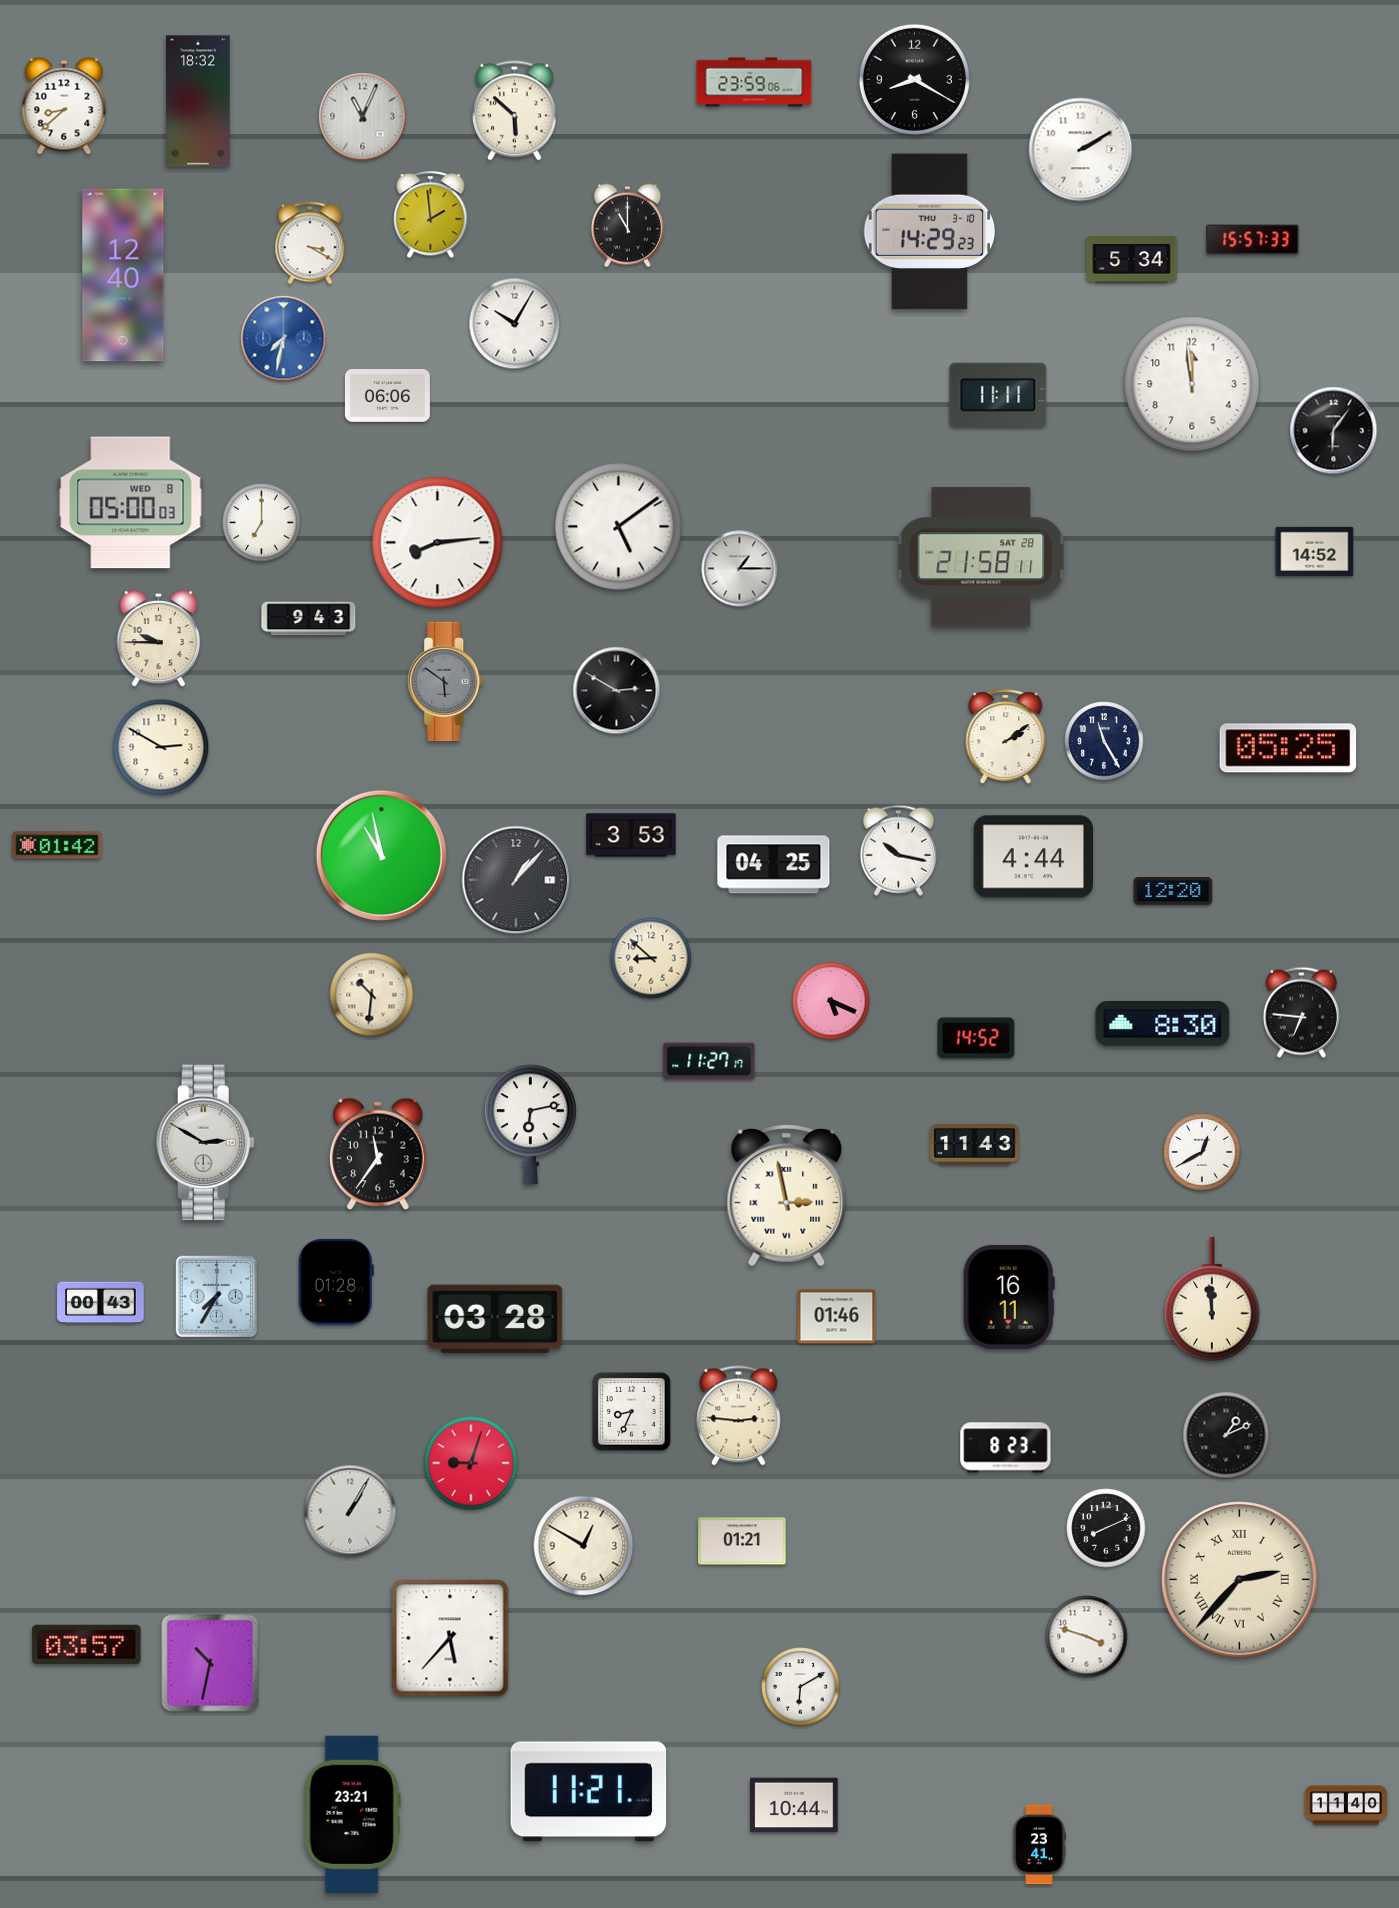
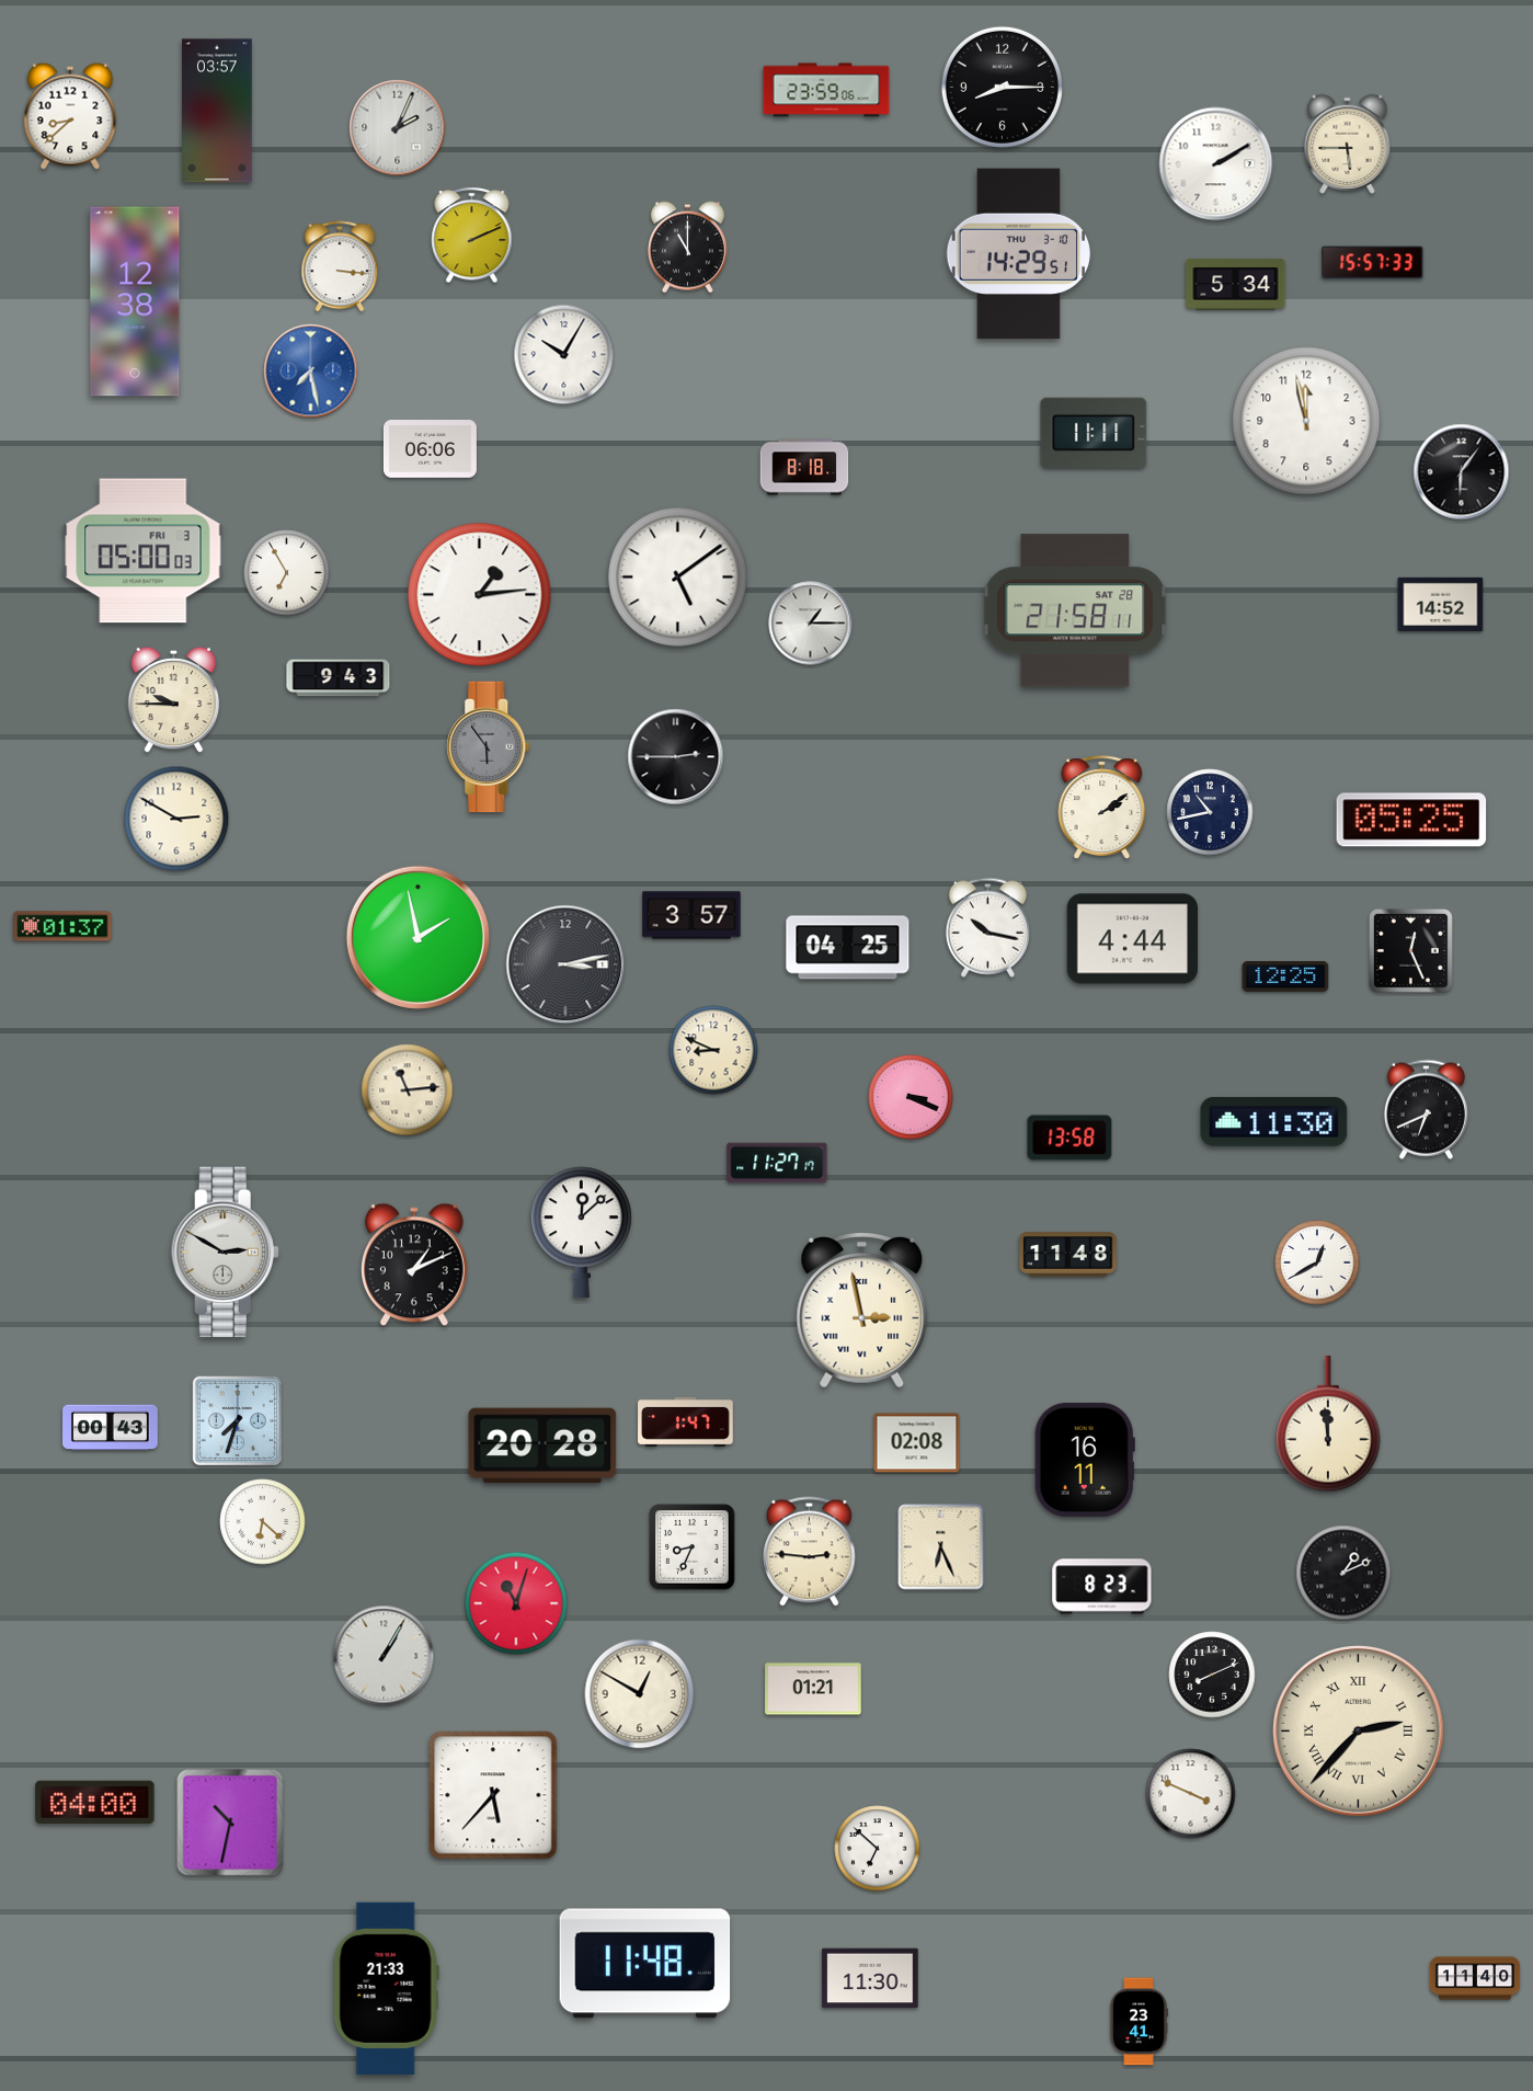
clock at (914, 79): 8:20 -> 8:15
clock at (198, 101): 18:32 -> 03:57
clock at (515, 111): 5:52 -> none
clock at (363, 117): 11:04 -> 2:04
clock at (1348, 144): none -> 5:45
clock at (1081, 150) position: (1081, 150) -> (1216, 164)
clock at (431, 215): 1:59 -> 2:11
clock at (930, 232): 14:29:23 -> 14:29:51
clock at (310, 243): 3:20 -> 3:16
clock at (1132, 260) position: (1132, 260) -> (1236, 285)
clock at (123, 275): 12:40 -> 12:38
clock at (284, 339): 7:32 -> 7:28
clock at (1192, 384): 11:59 -> 11:58
clock at (387, 396) position: (387, 396) -> (430, 449)
clock at (804, 467): none -> 8:18
clock at (131, 503) date: WED 8 -> FRI 3
clock at (262, 523): 7:00 -> 6:55
clock at (438, 543): 8:14 -> 1:14
clock at (446, 682): 5:51 -> 5:54
clock at (617, 691): 2:50 -> 2:45
clock at (1104, 741): 11:25 -> 10:43
clock at (631, 835): 3:53 -> 3:57
clock at (57, 845): 01:42 -> 01:37
clock at (898, 850) position: (898, 850) -> (987, 927)
clock at (381, 855): 10:58 -> 1:58
clock at (1410, 950): none -> 12:26
clock at (516, 880): 1:07 -> 3:13
clock at (1173, 891): 12:20 -> 12:25
clock at (651, 958): 8:52 -> 8:49
clock at (372, 995): 10:31 -> 11:14
clock at (831, 1001): 5:19 -> 3:19
clock at (1301, 1012): 6:46 -> 6:41
clock at (1163, 1023): 8:30 -> 11:30
clock at (976, 1038): 14:52 -> 13:58
clock at (530, 1125): 6:13 -> 12:08
clock at (975, 1145): 11:43 -> 11:48
clock at (379, 1154): 11:36 -> 1:11
clock at (336, 1282): 01:28 -> none
clock at (217, 1297): 7:35 -> 7:33
clock at (686, 1421): none -> 1:47
clock at (1009, 1297) position: (1009, 1297) -> (1085, 1460)
clock at (837, 1317): 01:46 -> 02:08
clock at (495, 1319): 03:28 -> 20:28
clock at (263, 1522): none -> 6:22
clock at (941, 1547): none -> 6:26
clock at (471, 1463): 9:03 -> 11:03
clock at (1087, 1637): 3:48 -> 3:49
clock at (87, 1644): 03:57 -> 04:00
clock at (801, 1687): 6:10 -> 6:52
clock at (589, 1792): 11:21 -> 11:48
clock at (794, 1805): 10:44 -> 11:30
clock at (352, 1814): 23:21 -> 21:33
